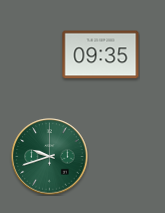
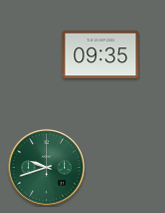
clock at (50, 157) position: (50, 157) -> (47, 168)
